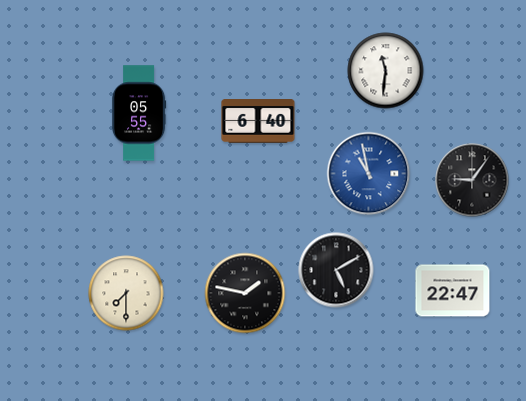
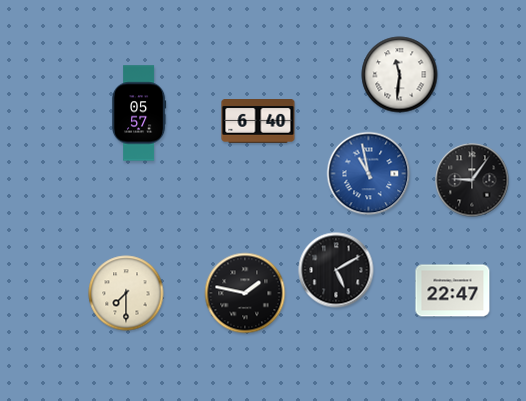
clock at (386, 71) position: (386, 71) -> (400, 75)
clock at (139, 113): 05:55 -> 05:57
